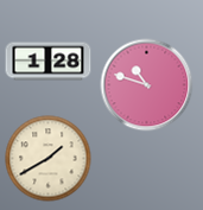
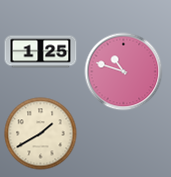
clock at (49, 62): 1:28 -> 1:25
